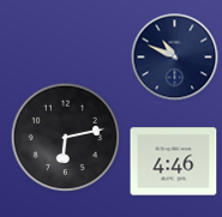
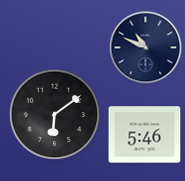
clock at (66, 138): 6:13 -> 6:09
clock at (174, 162): 4:46 -> 5:46
